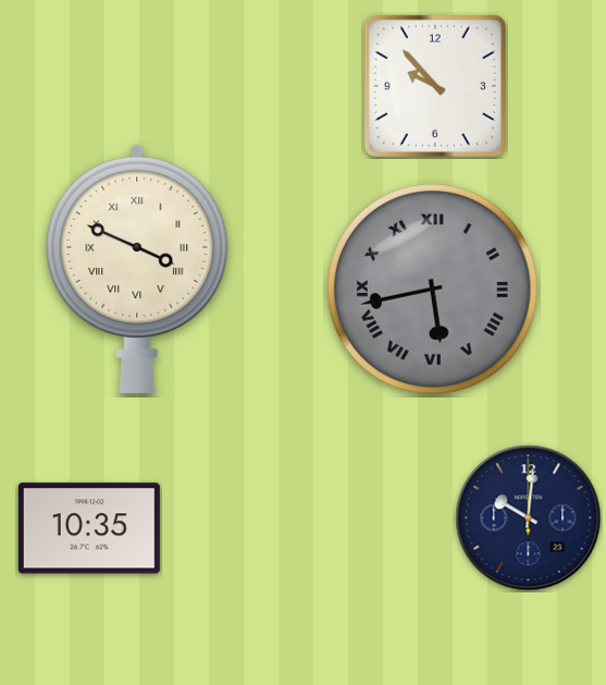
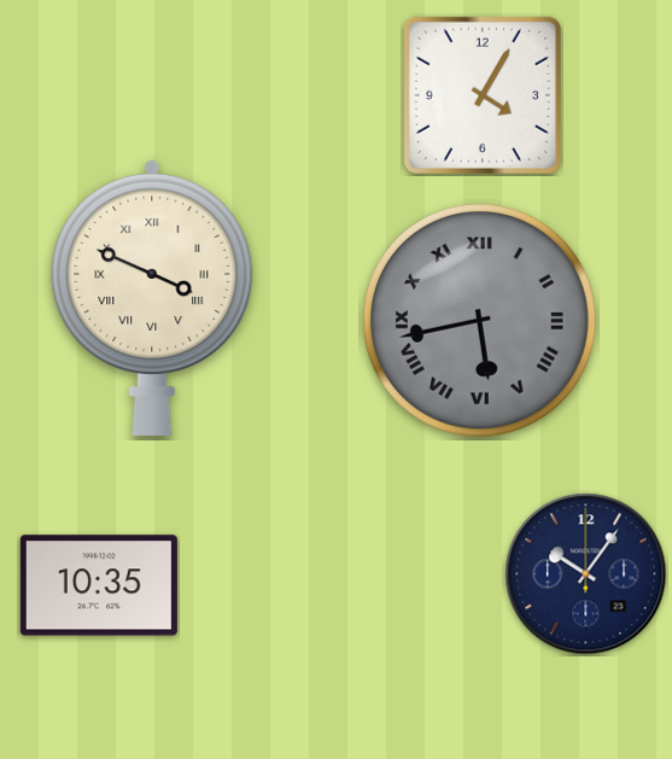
clock at (435, 86): 9:53 -> 4:05
clock at (529, 518): 10:01 -> 10:06
